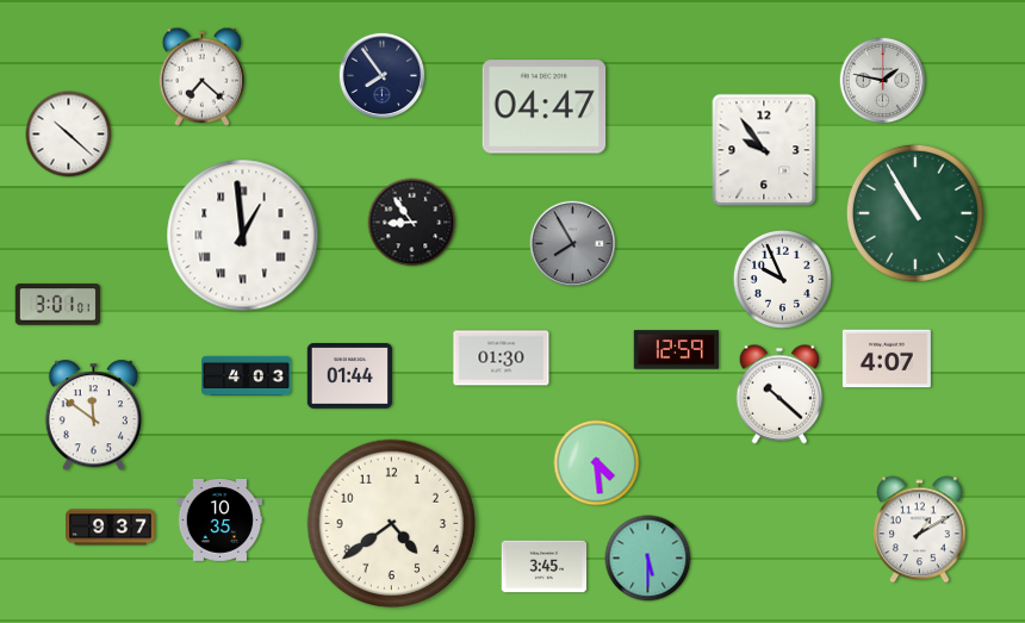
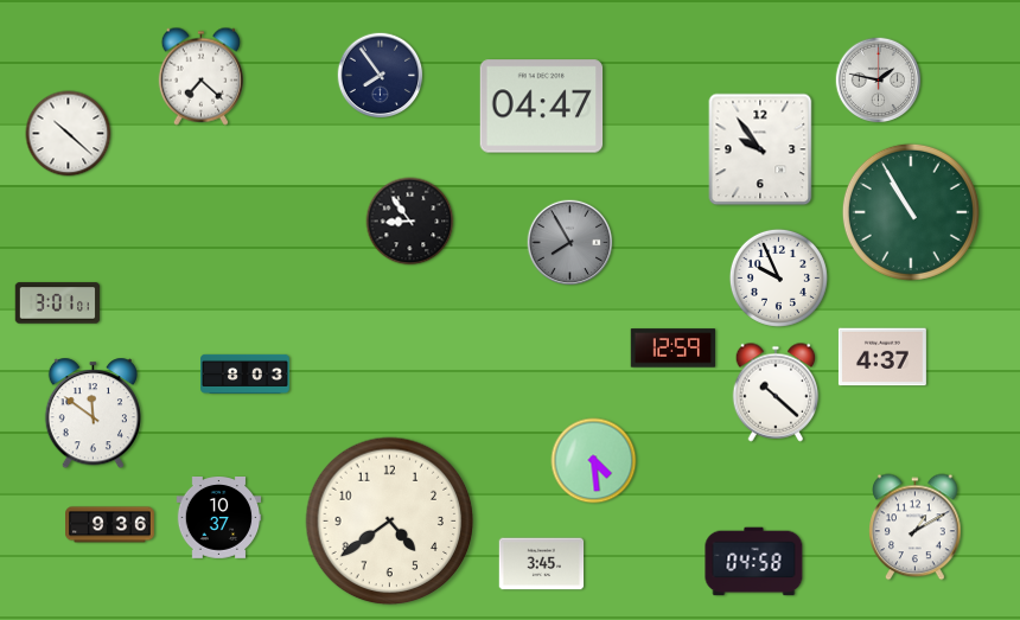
clock at (243, 236): 12:59 -> none
clock at (502, 359): 01:30 -> none
clock at (887, 359): 4:07 -> 4:37
clock at (247, 375): 4:03 -> 8:03
clock at (350, 376): 01:44 -> none
clock at (220, 521): 10:35 -> 10:37
clock at (111, 528): 9:37 -> 9:36
clock at (648, 559): 5:30 -> none
clock at (754, 562): none -> 04:58
